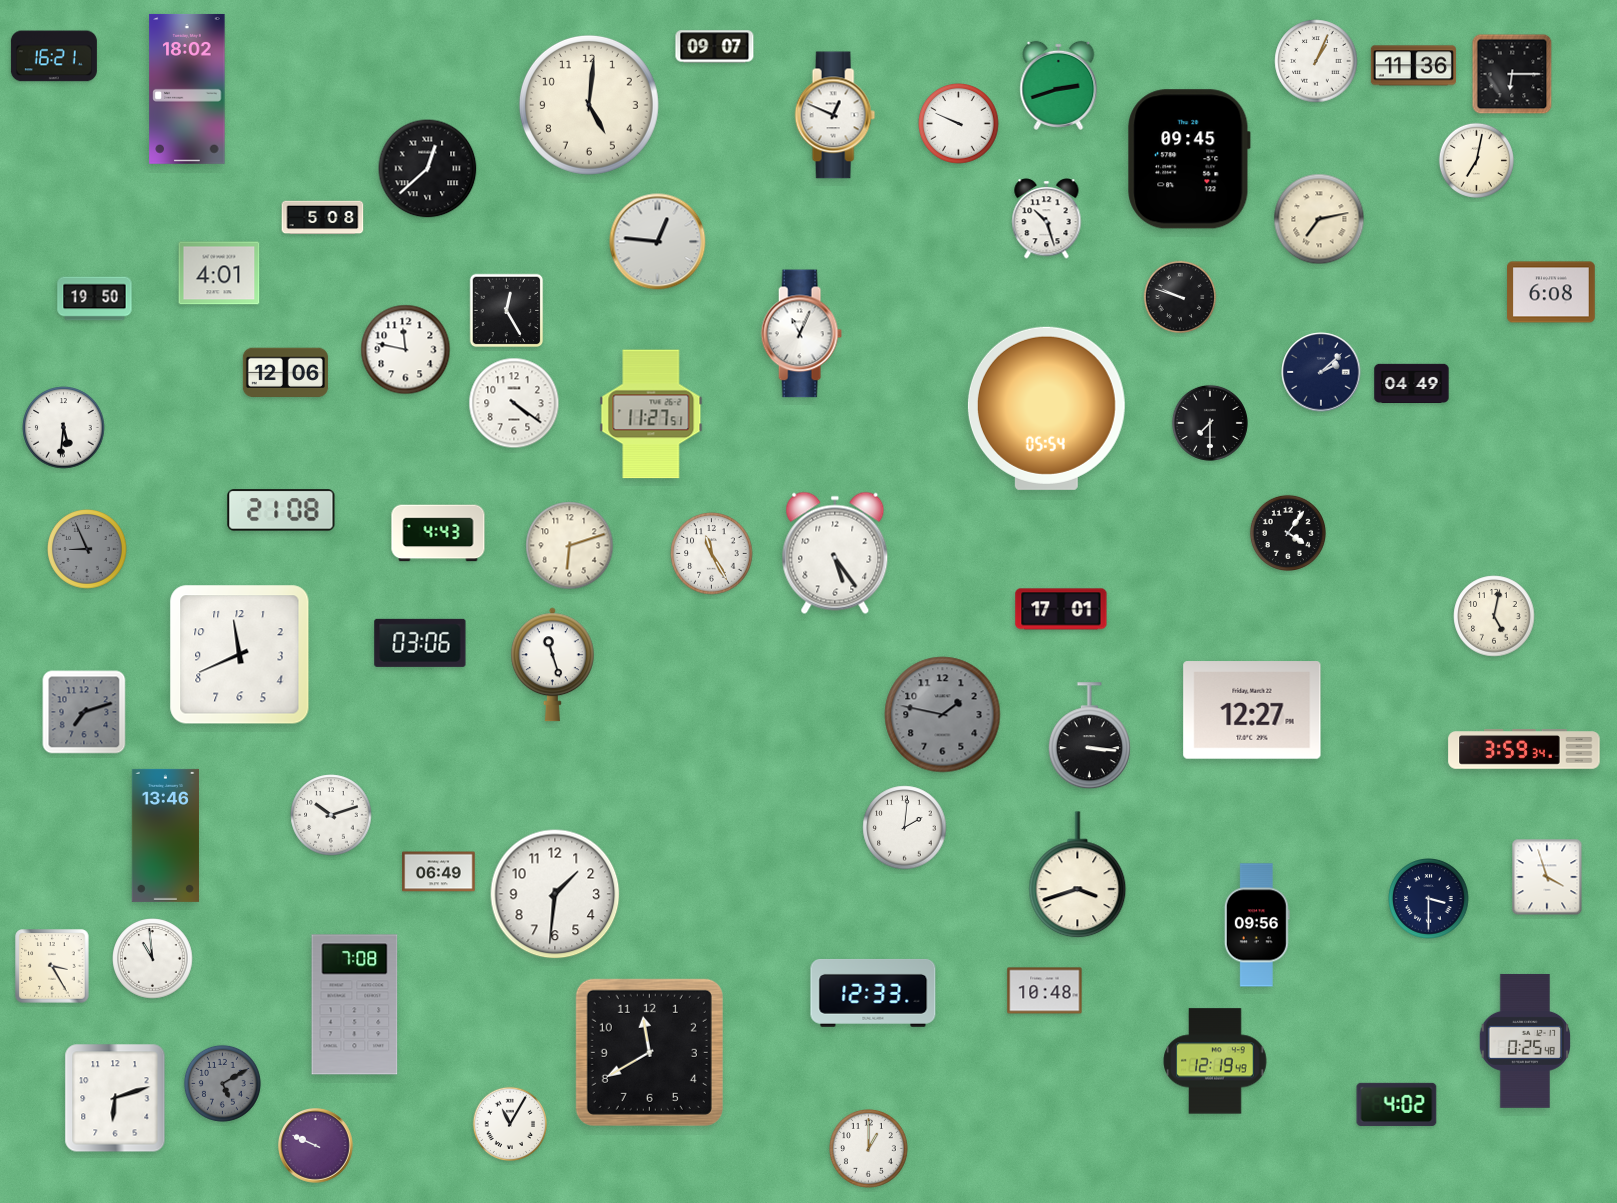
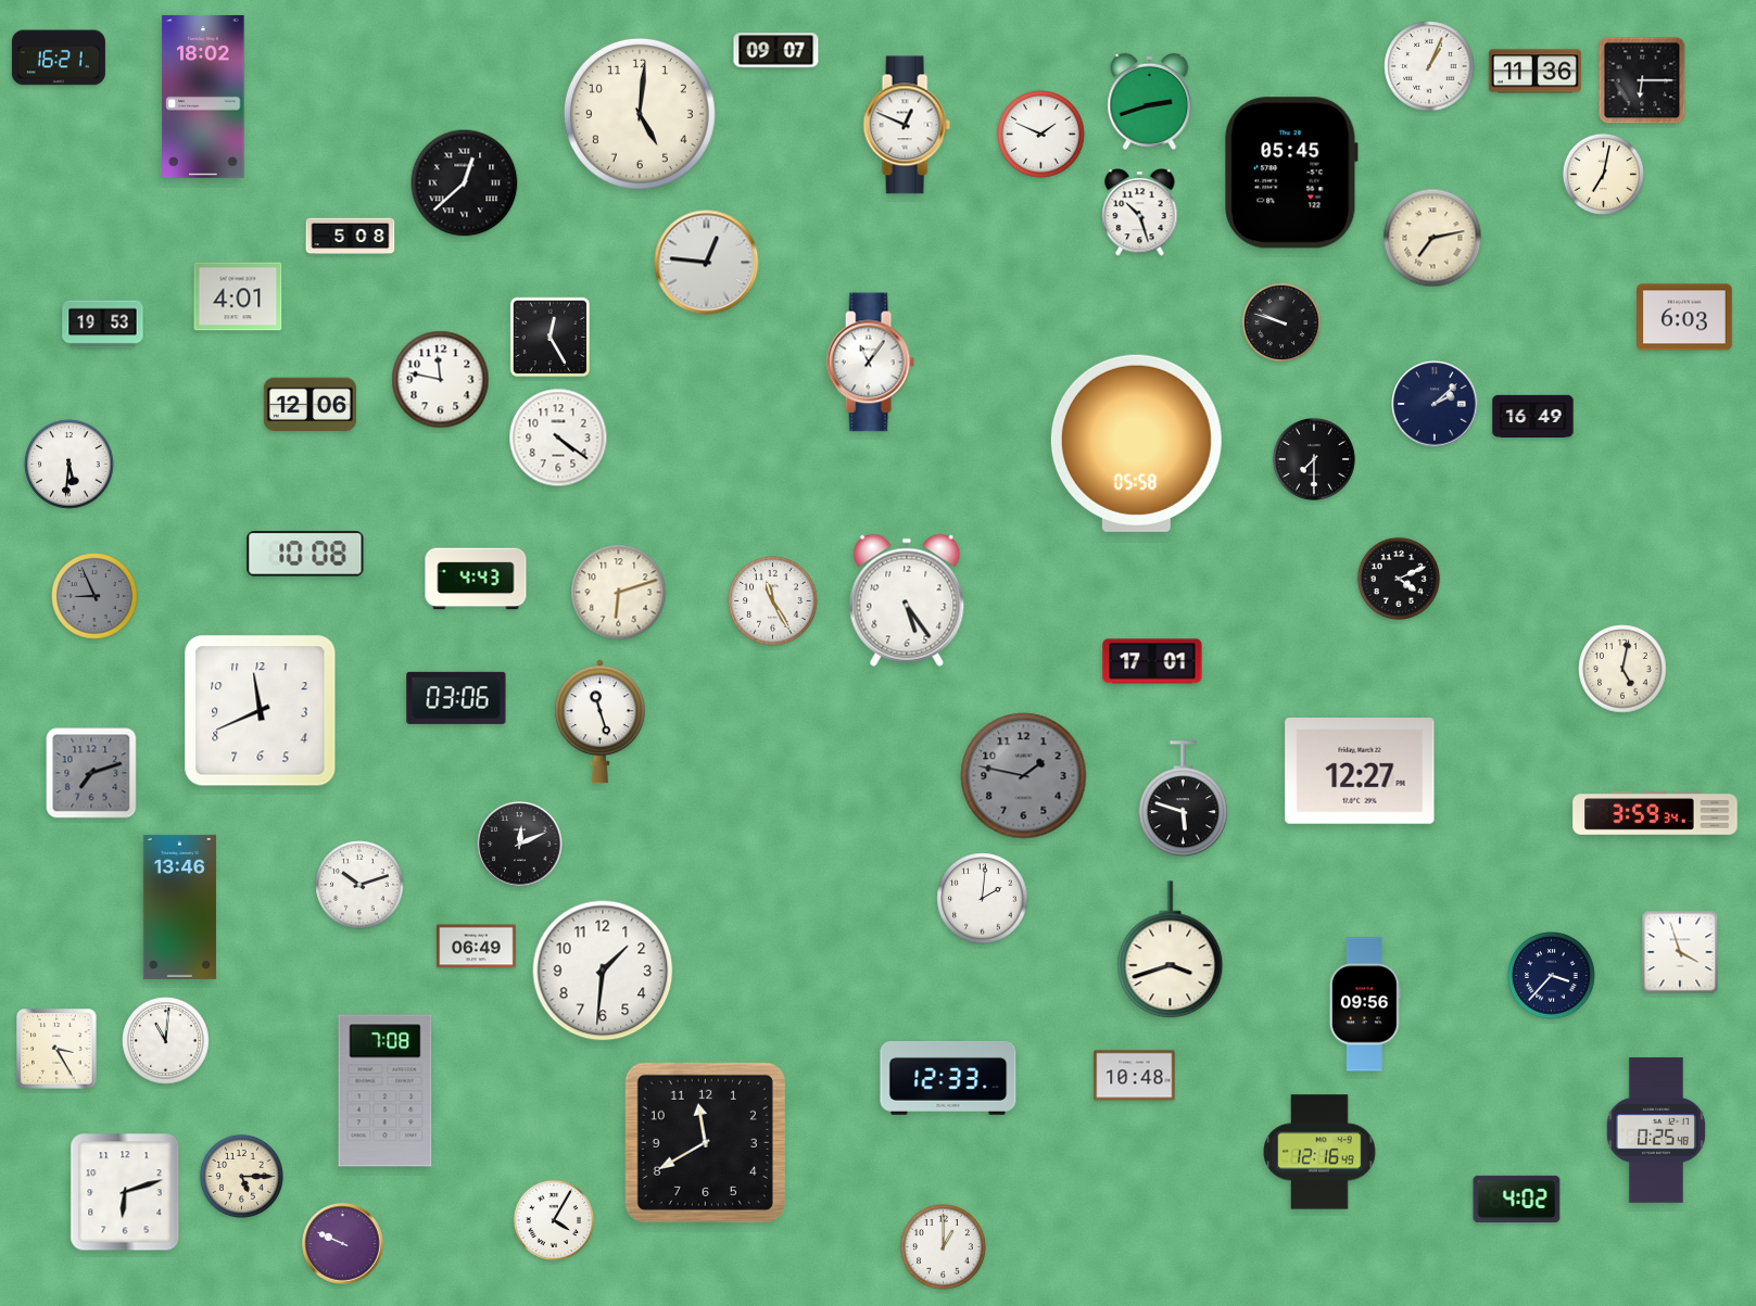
clock at (54, 56) position: (54, 56) -> (59, 58)
clock at (1059, 85) position: (1059, 85) -> (1150, 101)
clock at (959, 124): 9:49 -> 1:49
clock at (1189, 159): 09:45 -> 05:45
clock at (1047, 219) position: (1047, 219) -> (1140, 213)
clock at (658, 242) position: (658, 242) -> (707, 263)
clock at (1551, 292): 6:08 -> 6:03
clock at (95, 299): 19:50 -> 19:53
clock at (801, 334): 11:04 -> 11:06
clock at (1412, 383): 04:49 -> 16:49
clock at (1046, 408): 05:54 -> 05:58
clock at (651, 414): 11:27 -> none
clock at (281, 510): 21:08 -> 10:08
clock at (1288, 533): 4:06 -> 4:11
clock at (1089, 736): 3:16 -> 5:48
clock at (520, 845): none -> 12:11
clock at (1429, 899): 3:30 -> 3:37
clock at (153, 959): 10:59 -> 11:01
clock at (1215, 1061): 12:19 -> 12:16
clock at (222, 1083): 5:10 -> 5:15
clock at (222, 1083) dial: grey -> cream
clock at (509, 1123): 11:05 -> 4:05
